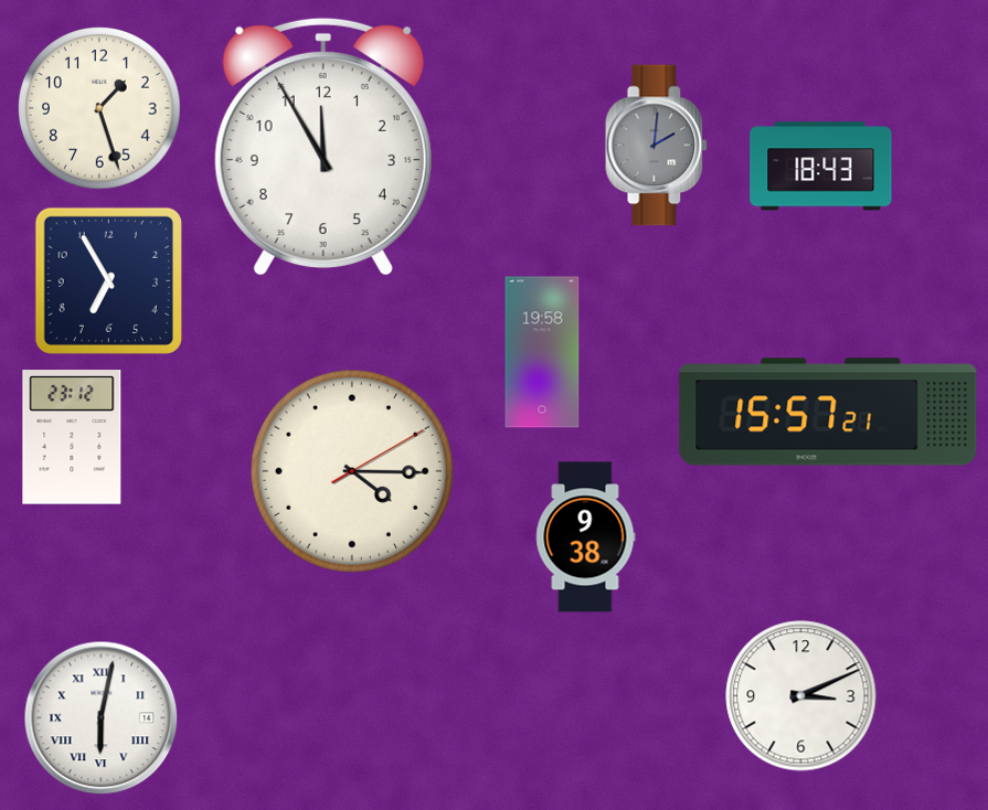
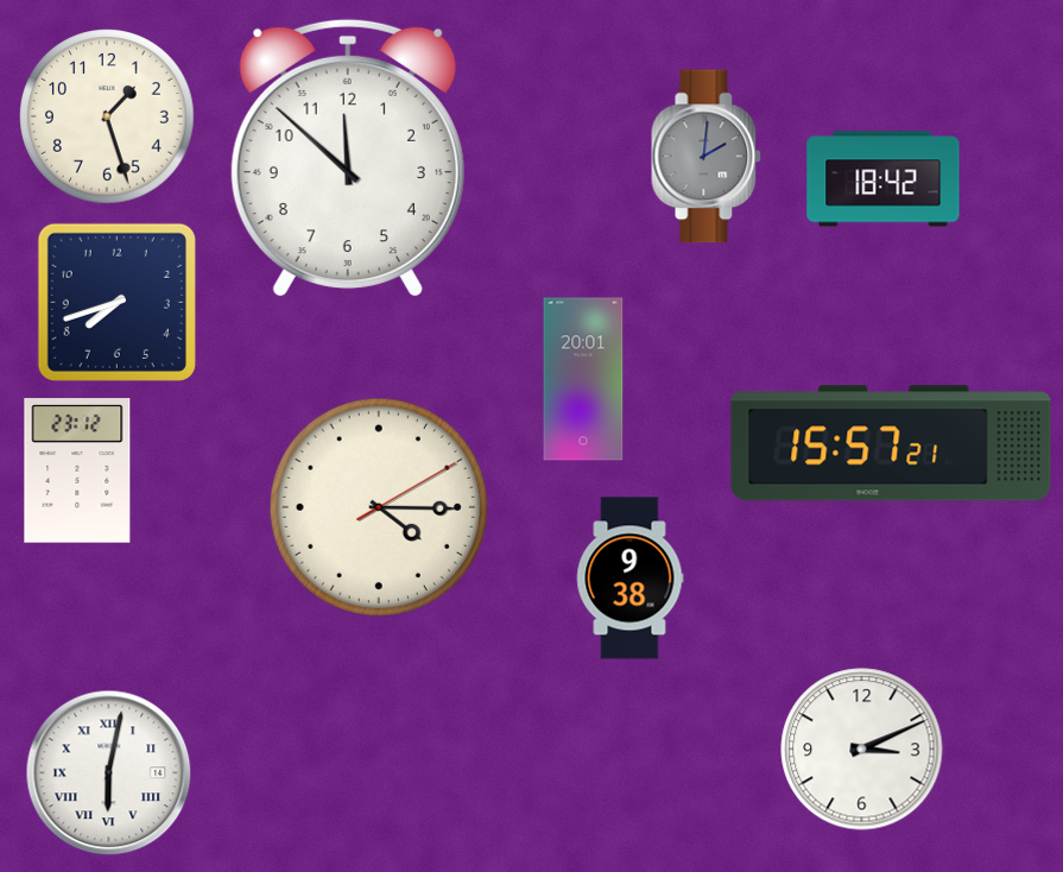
clock at (323, 147): 11:55 -> 11:52
clock at (821, 167): 18:43 -> 18:42
clock at (108, 280): 6:55 -> 7:42
clock at (542, 352): 19:58 -> 20:01
